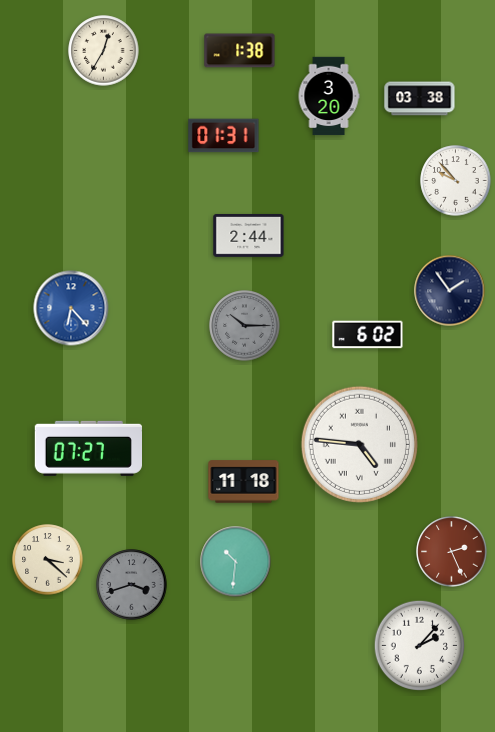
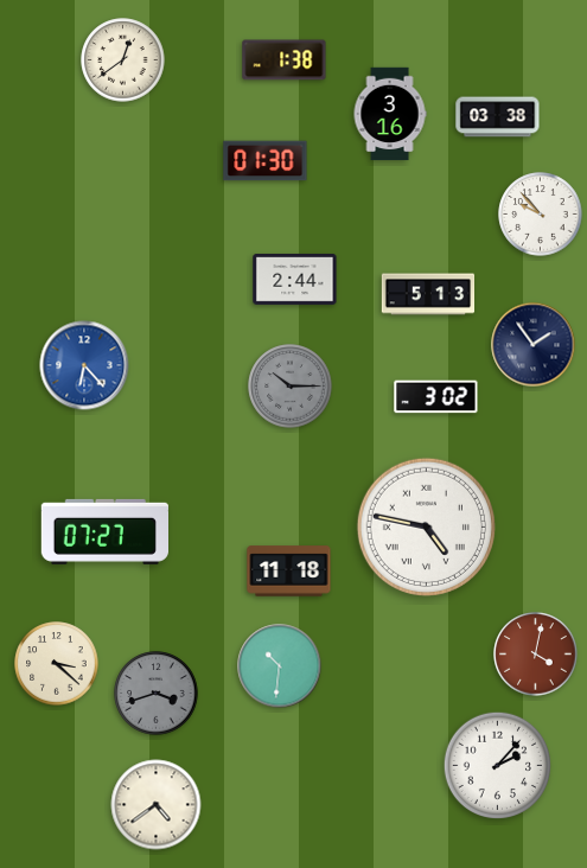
clock at (104, 51): 12:35 -> 12:39
clock at (329, 96): 3:20 -> 3:16
clock at (224, 136): 01:31 -> 01:30
clock at (428, 294): none -> 5:13
clock at (368, 335): 6:02 -> 3:02
clock at (359, 444): 4:46 -> 4:47
clock at (452, 552): 2:26 -> 4:02
clock at (157, 805): none -> 4:39
